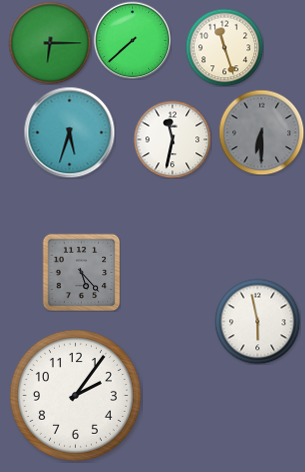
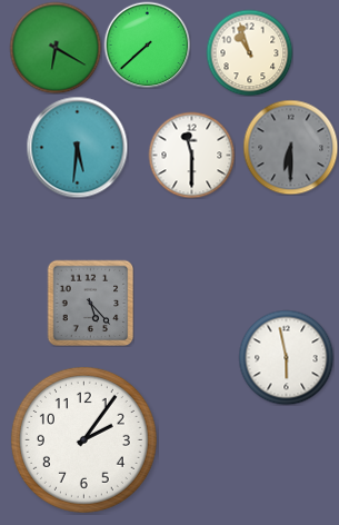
clock at (50, 43): 6:15 -> 6:20
clock at (224, 47): 11:27 -> 10:57
clock at (69, 132): 5:33 -> 5:31
clock at (172, 139): 11:32 -> 11:30
